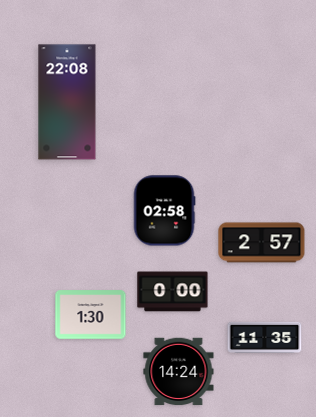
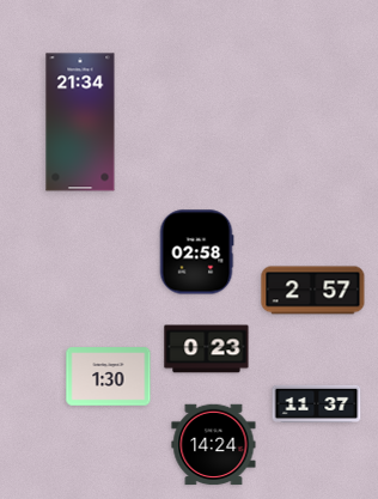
clock at (67, 102): 22:08 -> 21:34
clock at (173, 292): 0:00 -> 0:23
clock at (265, 337): 11:35 -> 11:37
